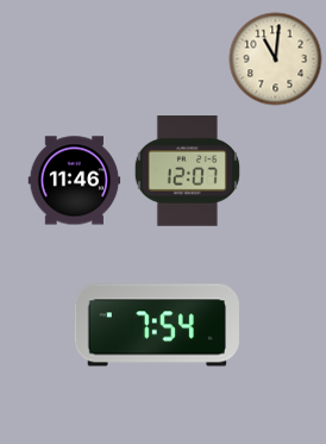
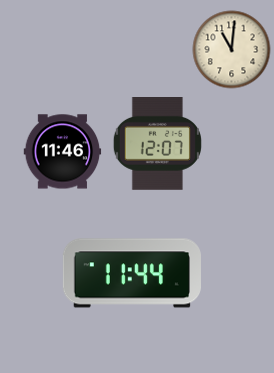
clock at (157, 325): 7:54 -> 11:44
